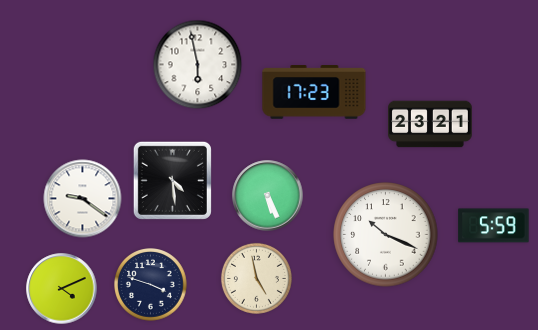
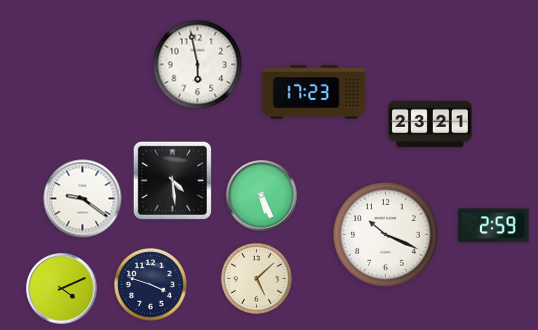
clock at (268, 196) position: (268, 196) -> (262, 196)
clock at (494, 226): 5:59 -> 2:59
clock at (256, 278): 4:58 -> 5:08
